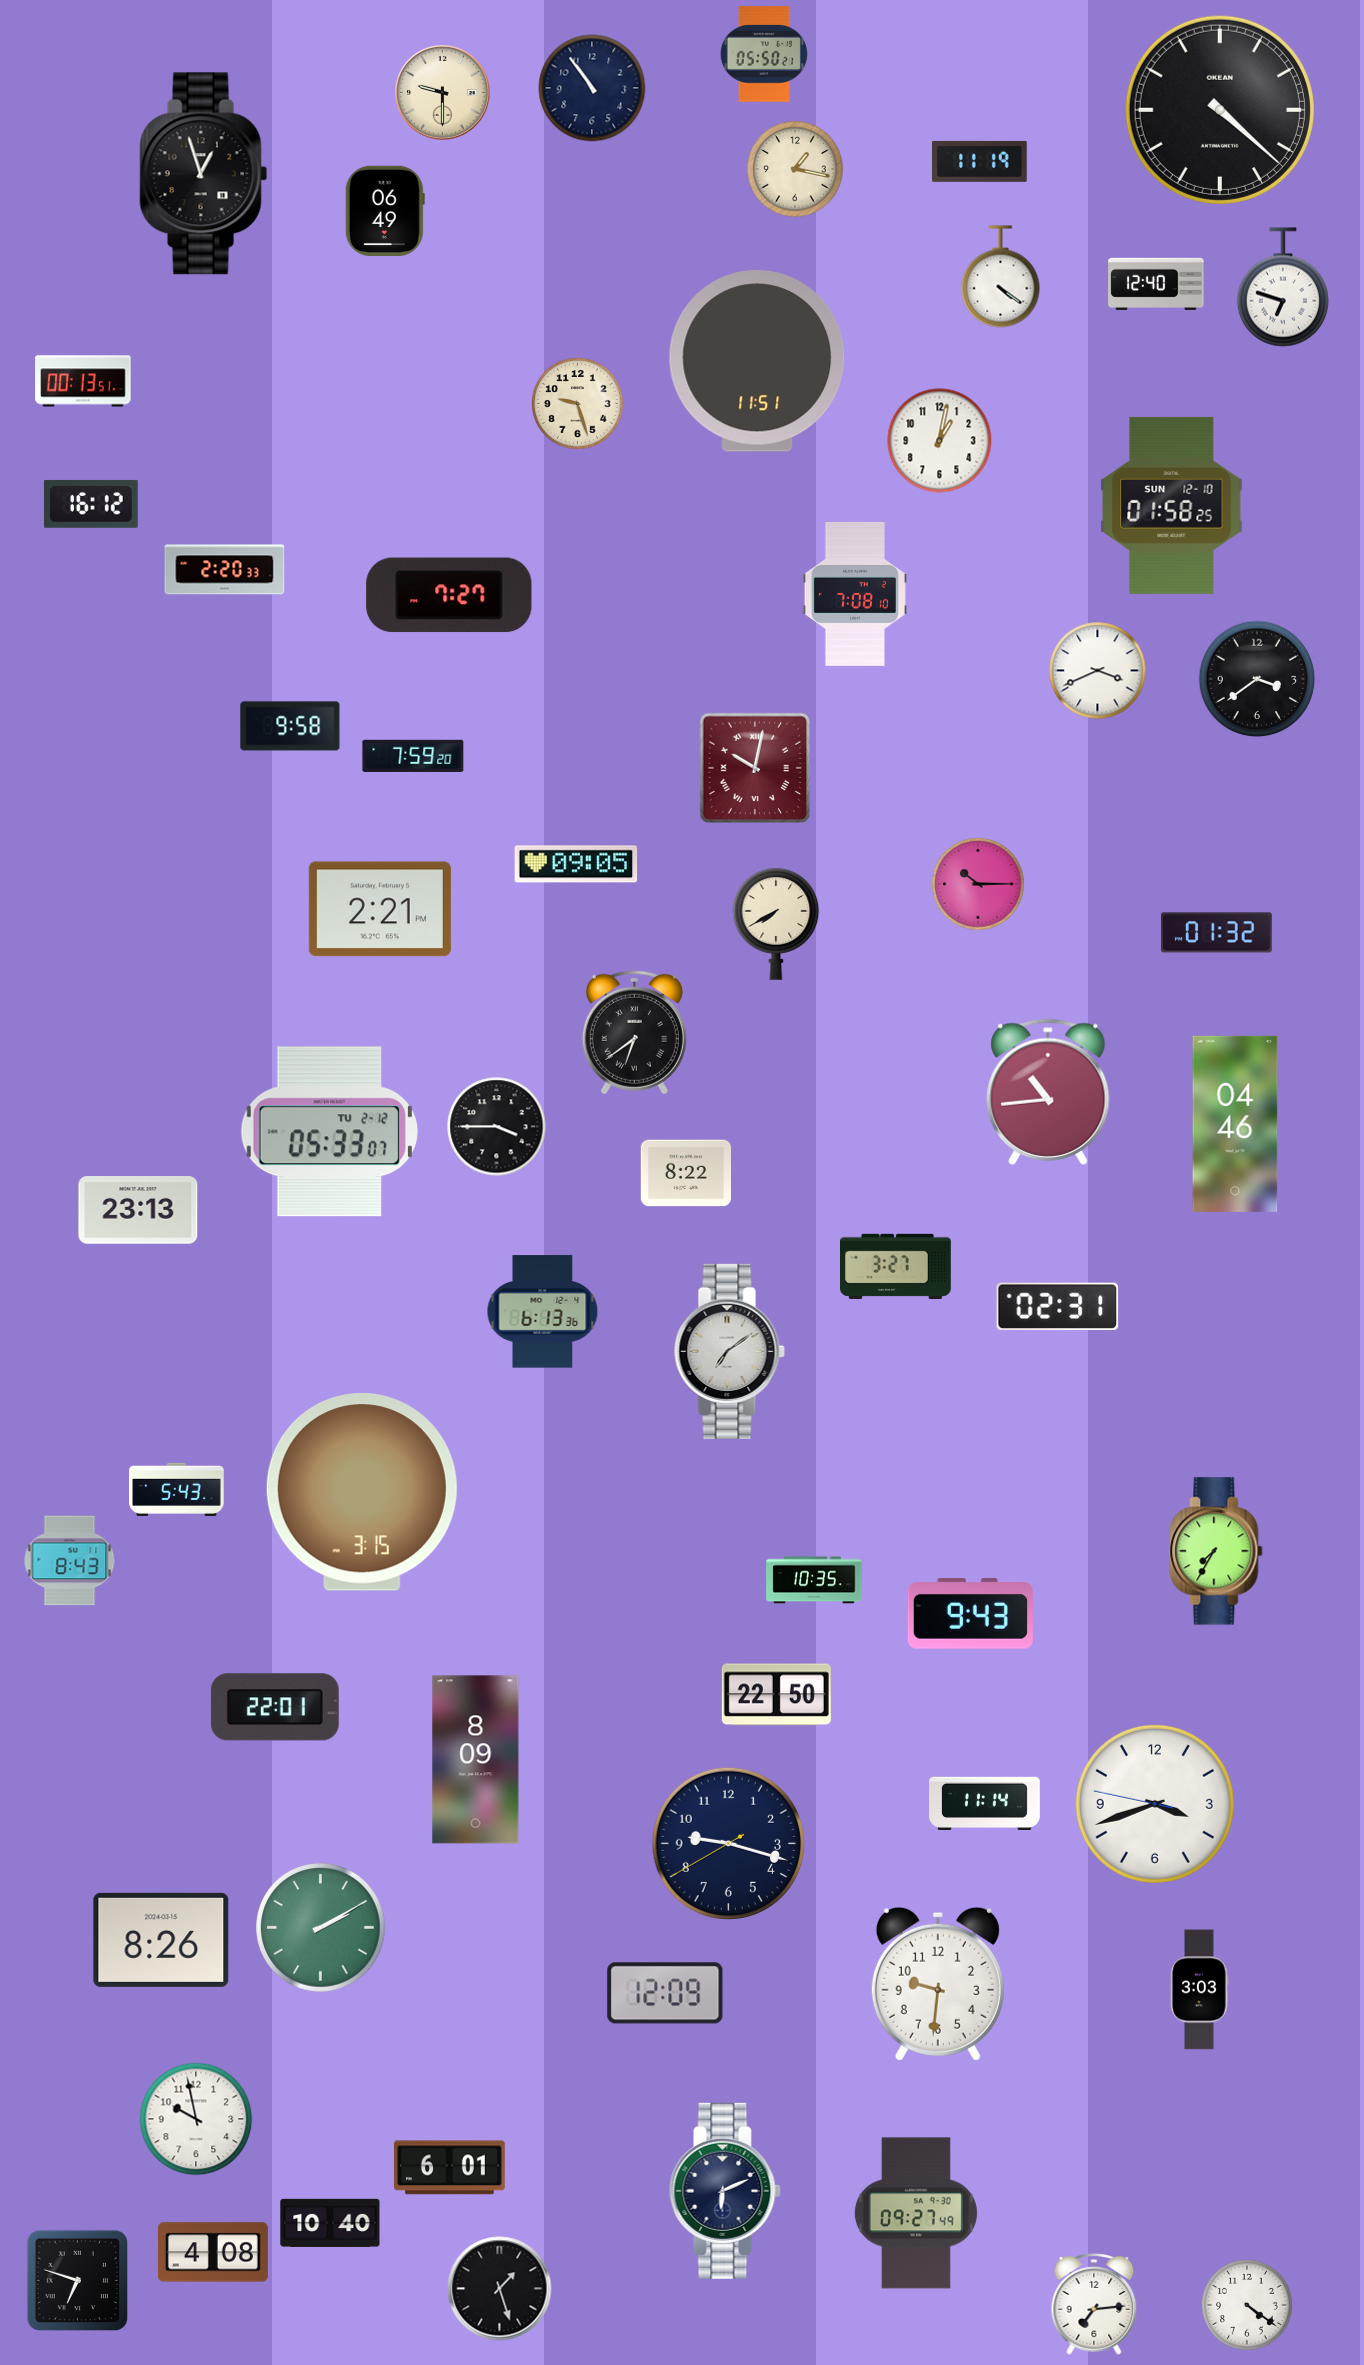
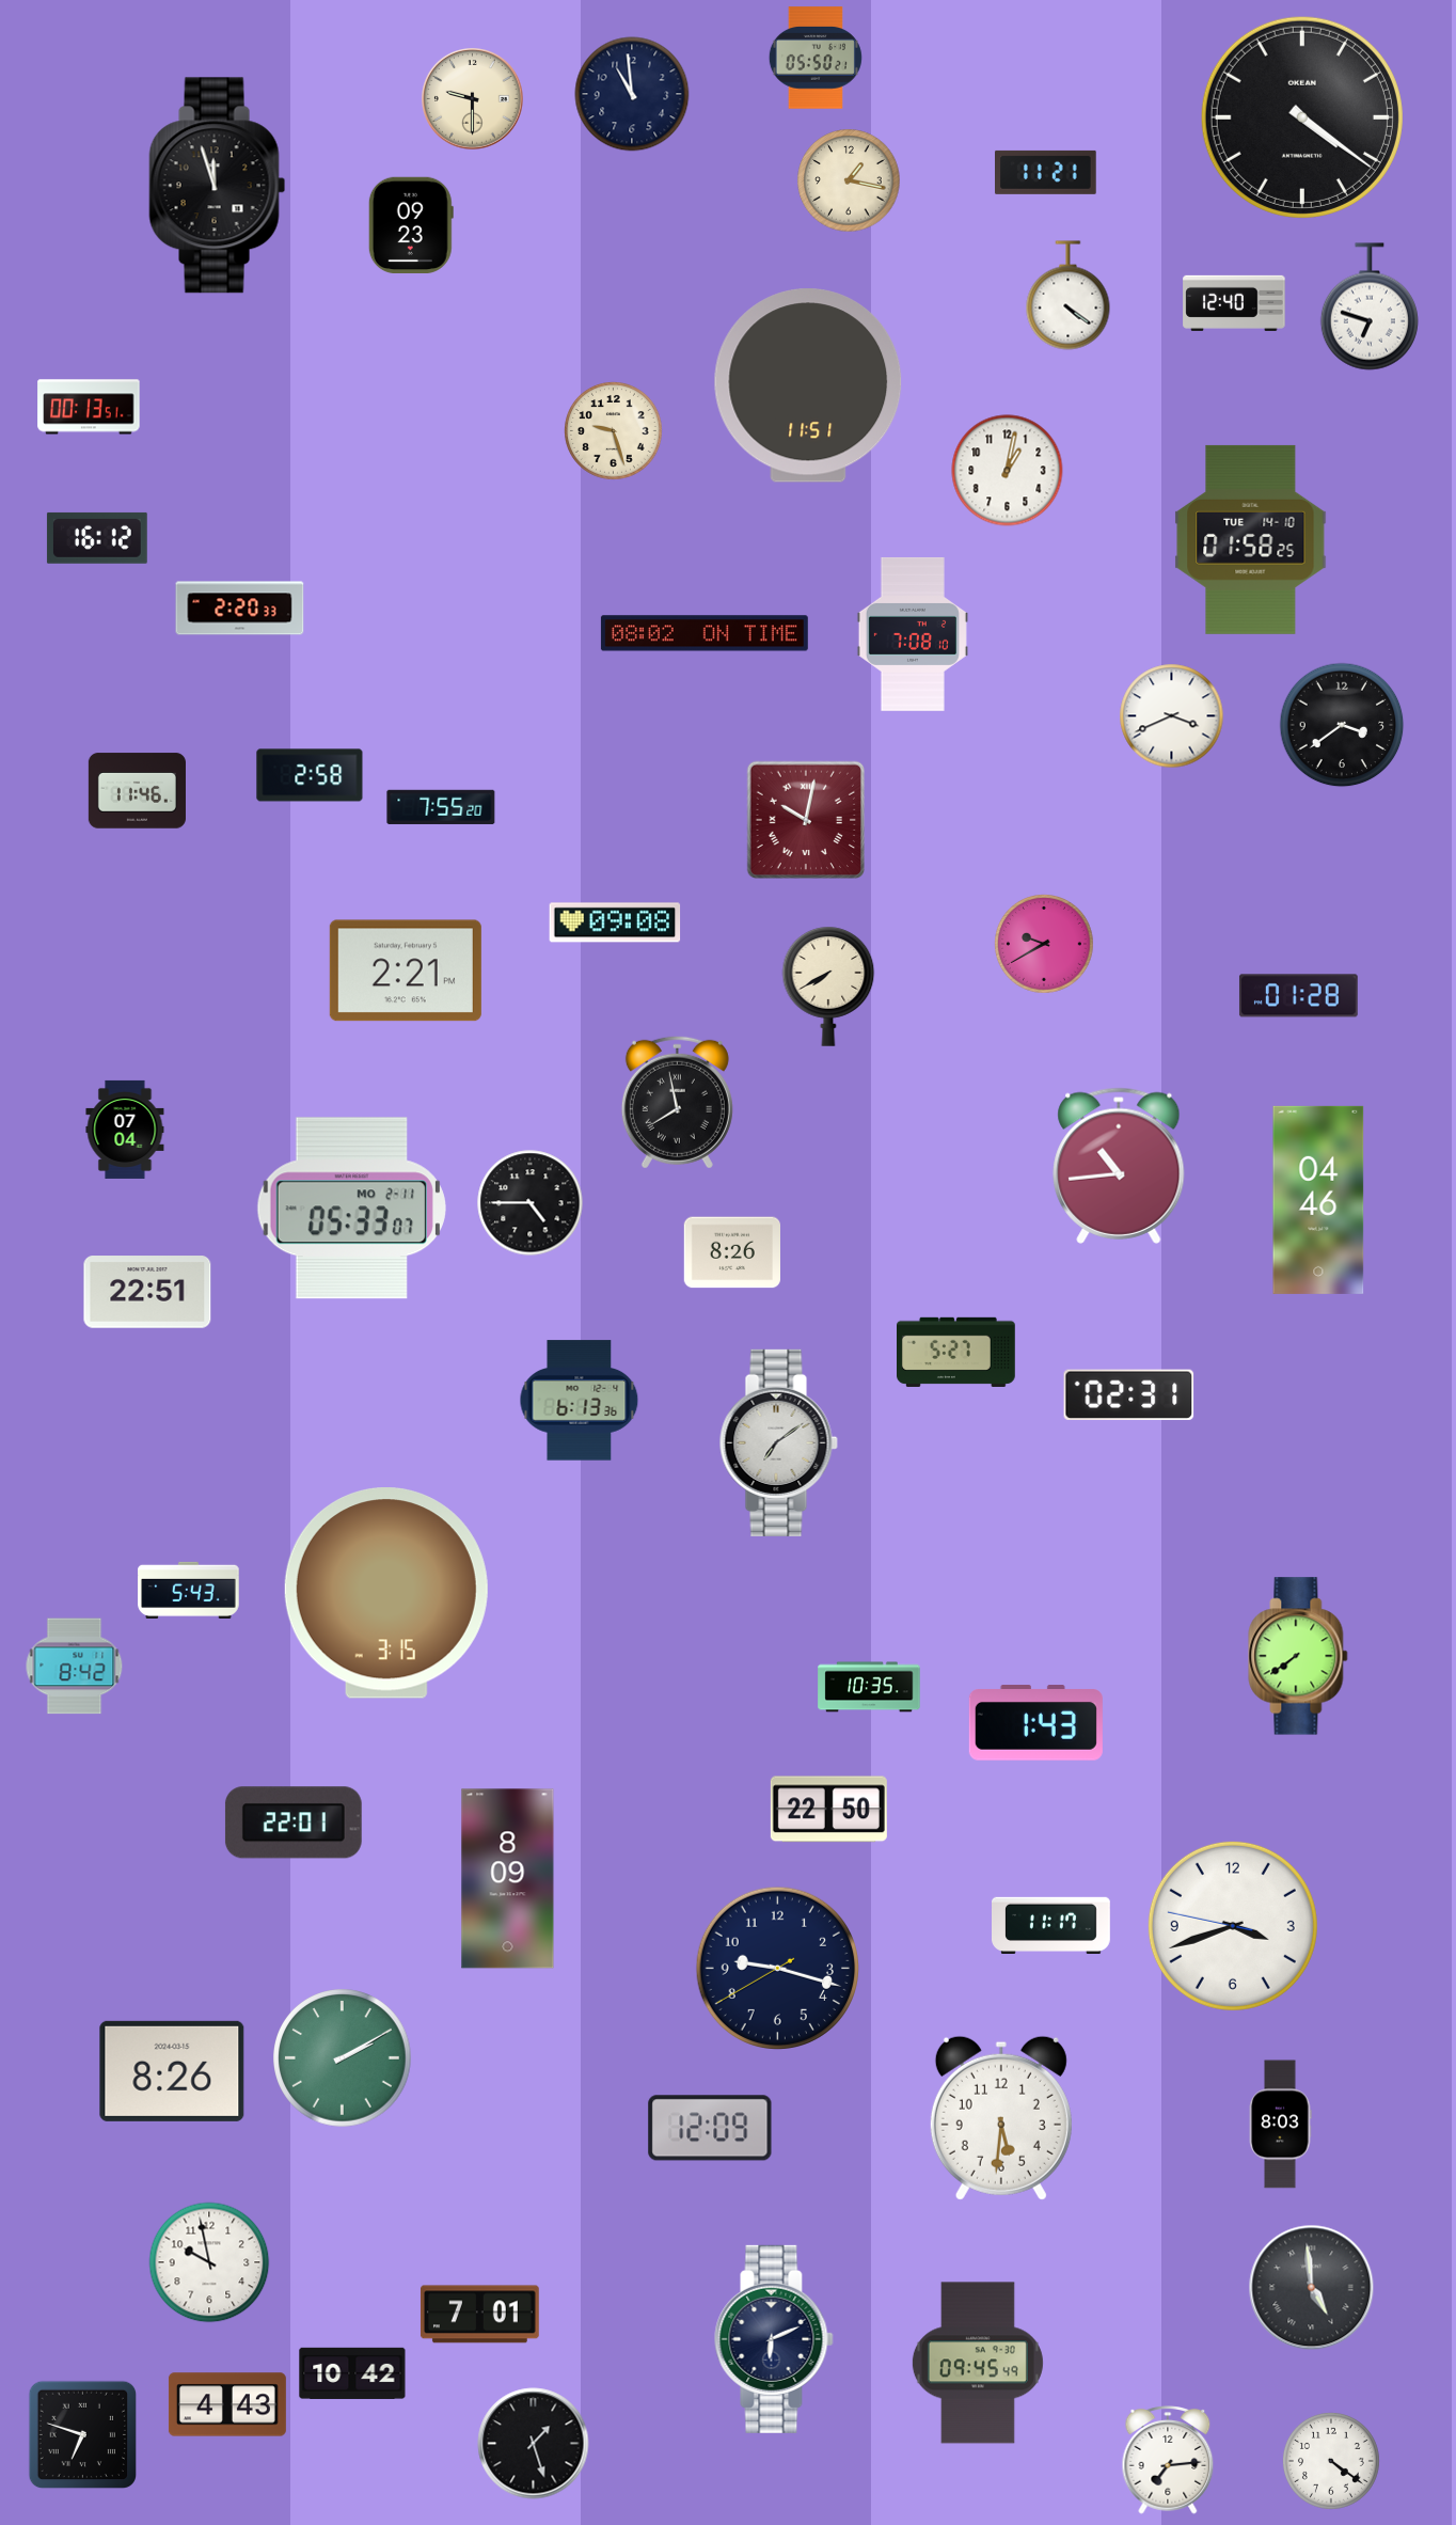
clock at (592, 88): 10:54 -> 10:59
clock at (1220, 110): 4:22 -> 4:21
clock at (980, 161): 11:19 -> 11:21
clock at (204, 174): 12:57 -> 11:57
clock at (385, 210): 06:49 -> 09:23
clock at (578, 404) position: (578, 404) -> (614, 431)
clock at (940, 441) position: (940, 441) -> (1008, 471)
clock at (1172, 505) date: SUN 12-10 -> TUE 14-10
clock at (705, 633): none -> 08:02
clock at (449, 595): 7:27 -> none
clock at (290, 726): 9:58 -> 2:58
clock at (137, 791): none -> 11:46
clock at (413, 756): 7:59 -> 7:55
clock at (576, 864): 09:05 -> 09:08
clock at (978, 884): 10:15 -> 9:40
clock at (1216, 933): 01:32 -> 01:28
clock at (634, 1032): 6:39 -> 7:58
clock at (125, 1130): none -> 07:04
clock at (497, 1127): 3:45 -> 4:45
clock at (329, 1132) date: TU 2-12 -> MO 2-11
clock at (685, 1173): 8:22 -> 8:26
clock at (138, 1210): 23:13 -> 22:51
clock at (896, 1266): 3:27 -> 5:27
clock at (1216, 1551): 7:35 -> 7:39
clock at (70, 1561): 8:43 -> 8:42
clock at (970, 1614): 9:43 -> 1:43
clock at (985, 1803): 11:14 -> 11:17
clock at (938, 1984): 9:31 -> 5:31
clock at (1199, 1990): 3:03 -> 8:03
clock at (1312, 2288): none -> 4:59
clock at (449, 2168): 6:01 -> 7:01
clock at (916, 2213): 09:27 -> 09:45
clock at (330, 2223): 10:40 -> 10:42
clock at (213, 2252): 4:08 -> 4:43
